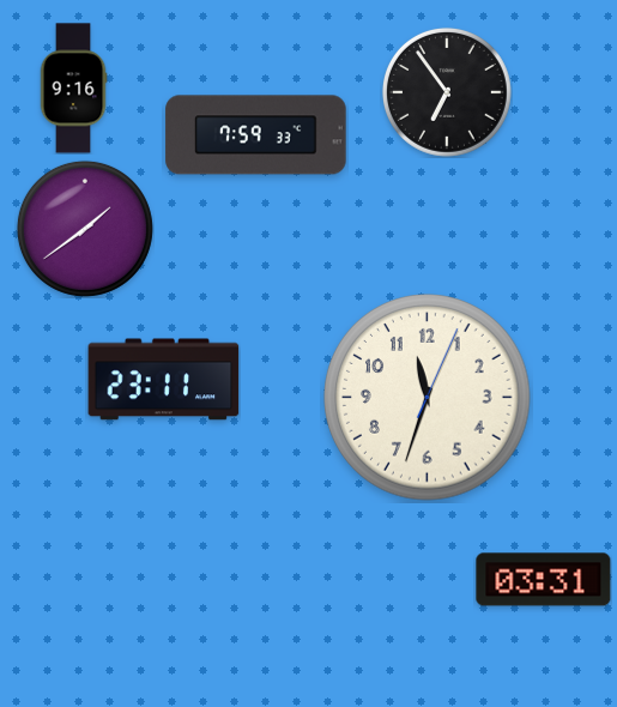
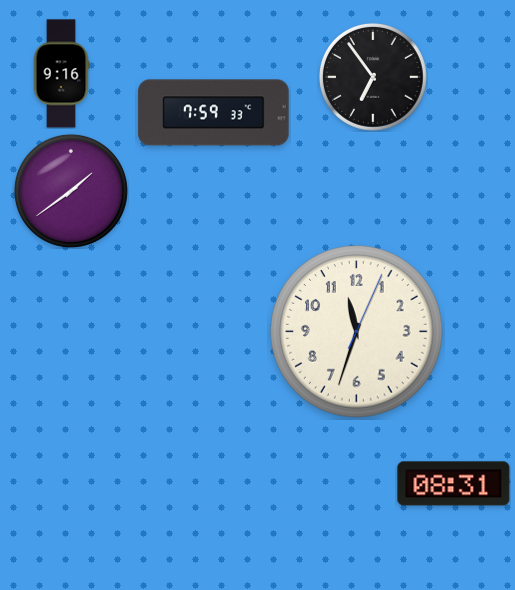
clock at (164, 380): 23:11 -> none
clock at (544, 580): 03:31 -> 08:31
